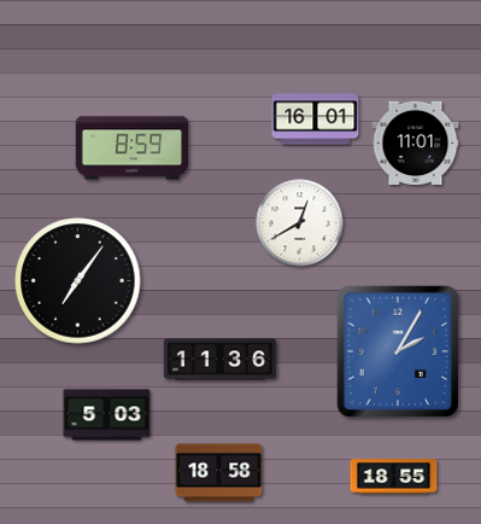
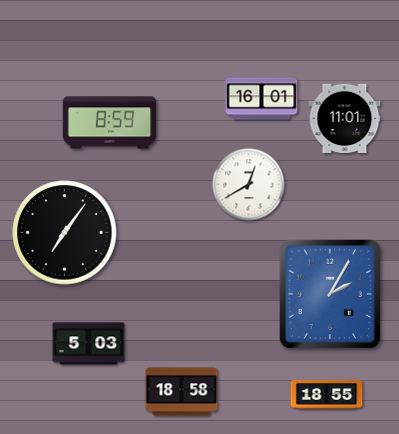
clock at (398, 351) position: (398, 351) -> (330, 294)
clock at (221, 360): 11:36 -> none
